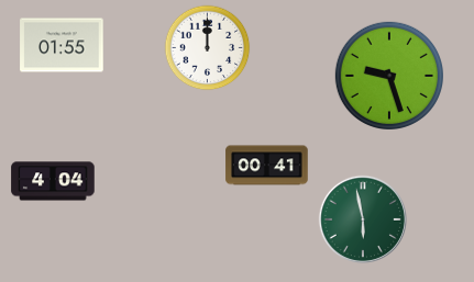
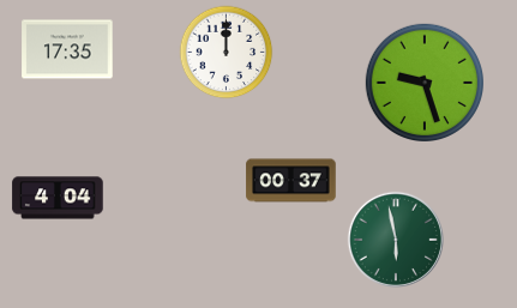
clock at (62, 45): 01:55 -> 17:35
clock at (267, 166): 00:41 -> 00:37
